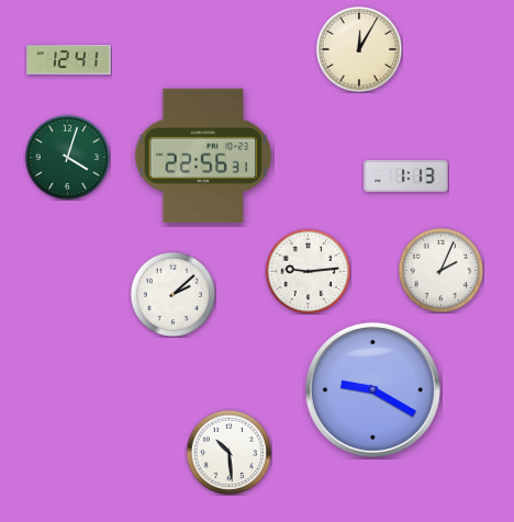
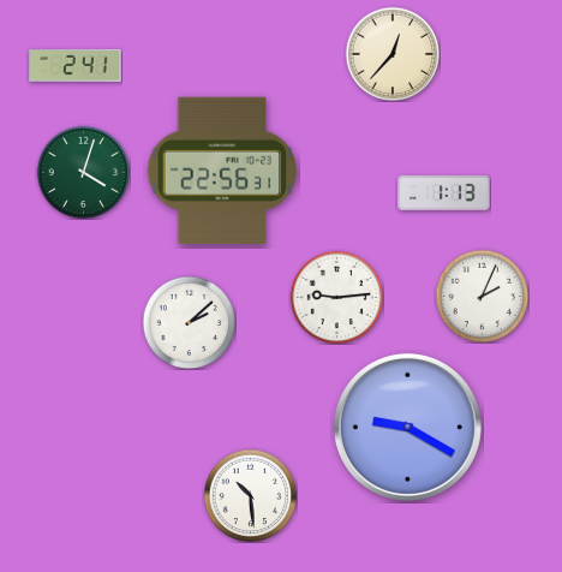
clock at (359, 49): 12:05 -> 12:37
clock at (69, 60): 12:41 -> 2:41
clock at (67, 157) position: (67, 157) -> (83, 172)
